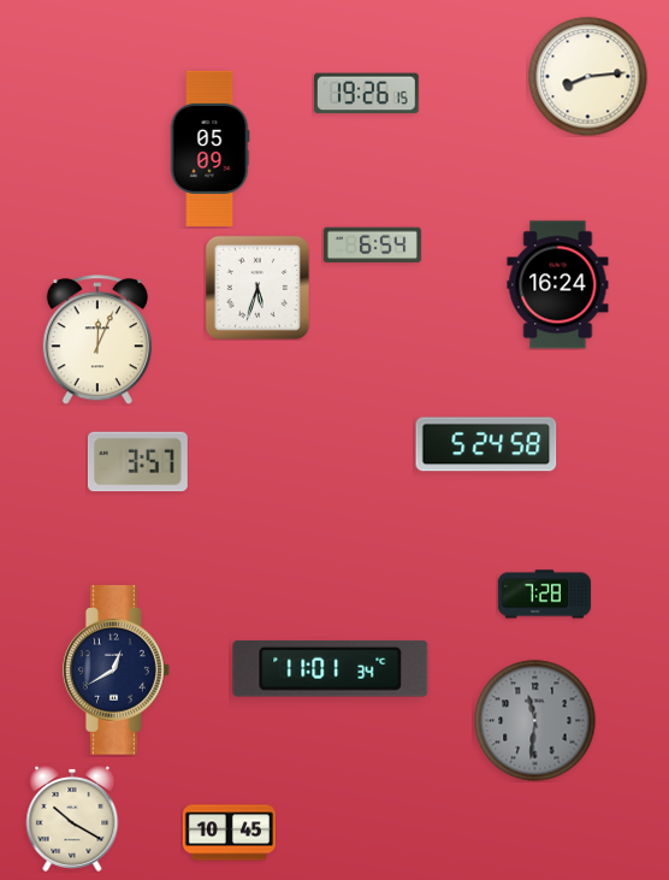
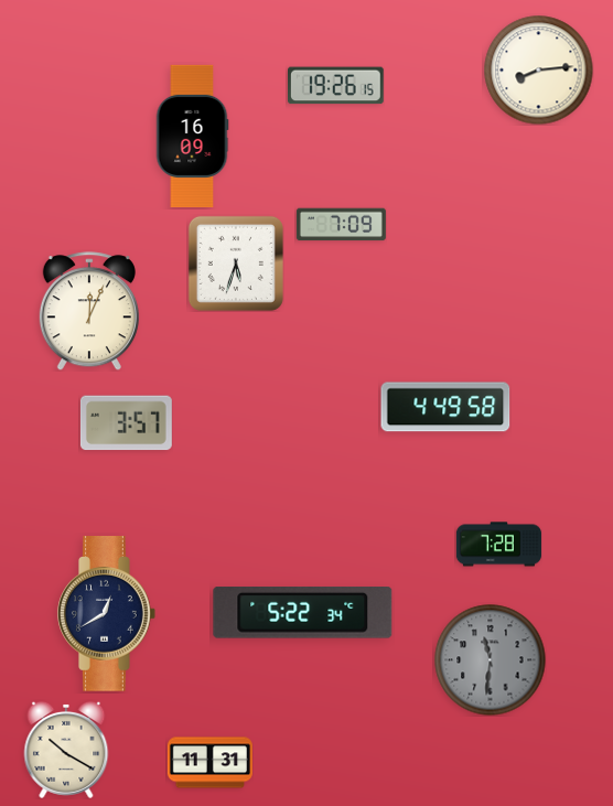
clock at (209, 148): 05:09 -> 16:09
clock at (372, 246): 6:54 -> 7:09
clock at (558, 285): 16:24 -> none
clock at (486, 444): 5:24 -> 4:49
clock at (331, 669): 11:01 -> 5:22
clock at (229, 833): 10:45 -> 11:31
